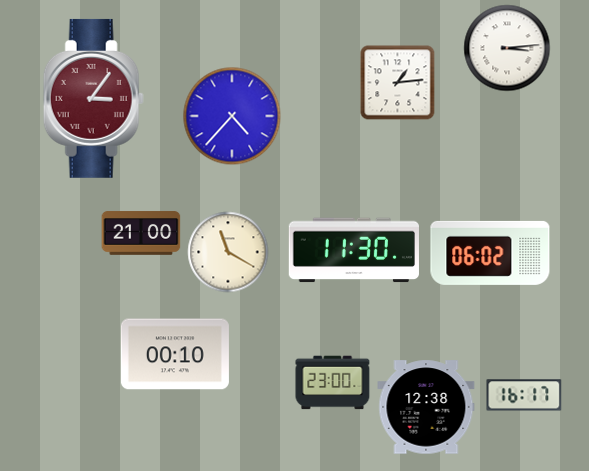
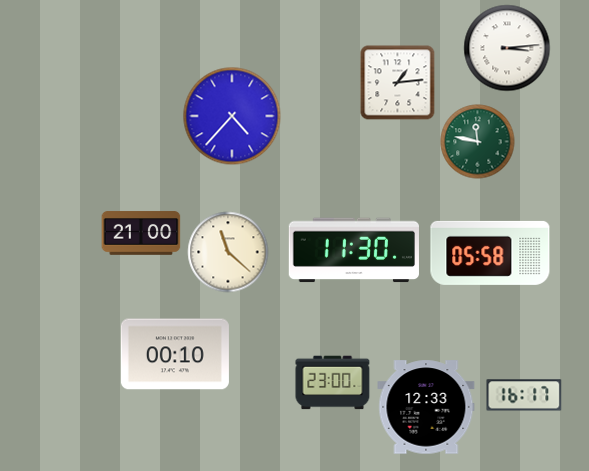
clock at (93, 98): 3:06 -> none
clock at (478, 142): none -> 11:47
clock at (228, 252): 11:20 -> 11:22
clock at (490, 253): 06:02 -> 05:58
clock at (426, 407): 12:38 -> 12:33
